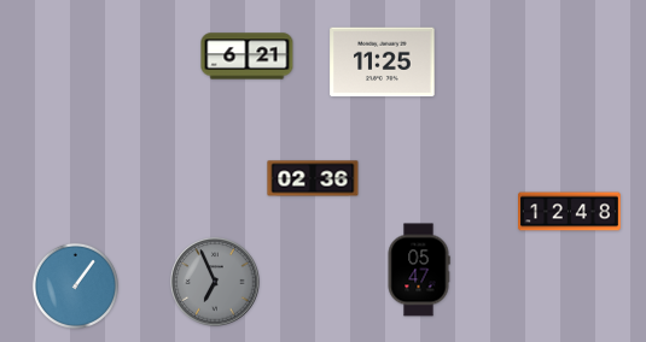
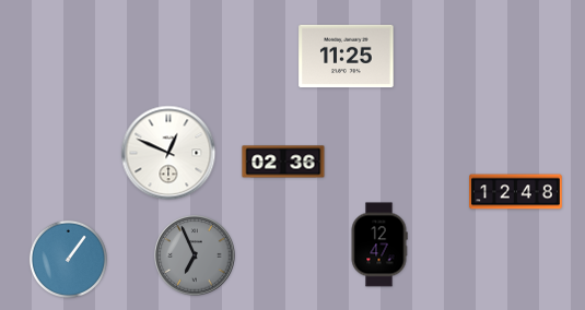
clock at (248, 57): 6:21 -> none
clock at (168, 153): none -> 12:49
clock at (419, 270): 05:47 -> 12:47
